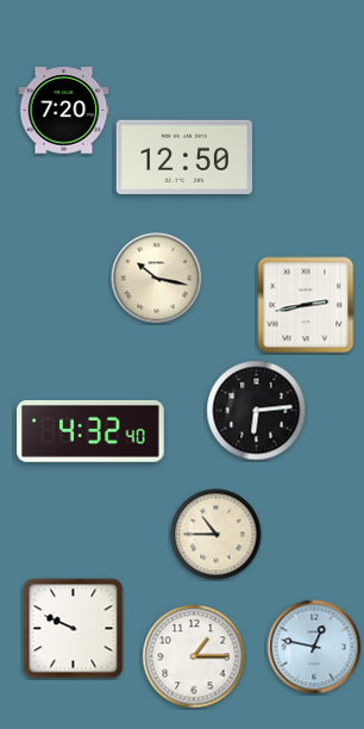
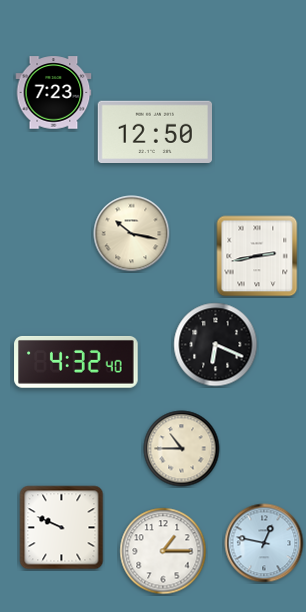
clock at (64, 111): 7:20 -> 7:23
clock at (257, 411): 6:14 -> 6:19
